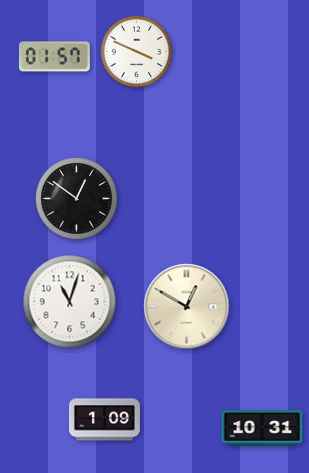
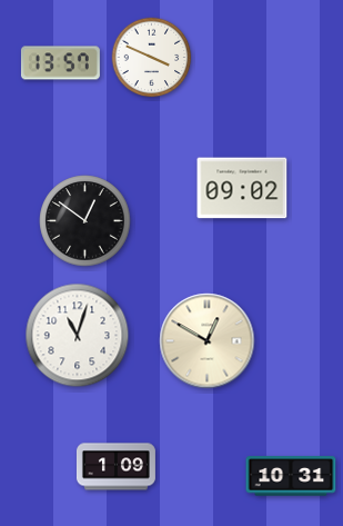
clock at (54, 57): 01:57 -> 13:57
clock at (242, 188): none -> 09:02
